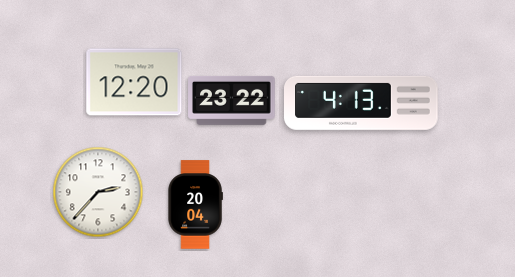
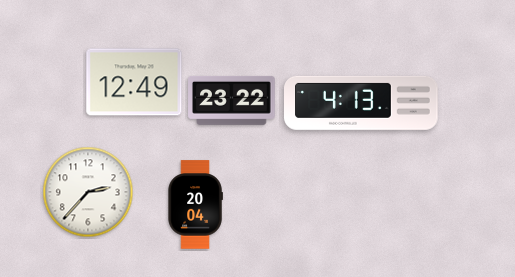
clock at (134, 82): 12:20 -> 12:49
clock at (98, 192) position: (98, 192) -> (88, 192)
